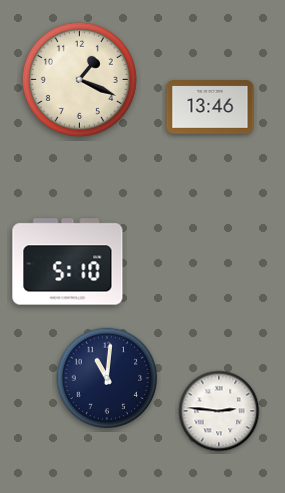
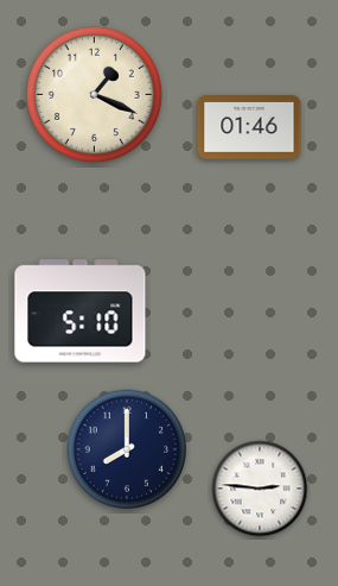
clock at (210, 107): 13:46 -> 01:46
clock at (107, 378): 11:01 -> 8:00
